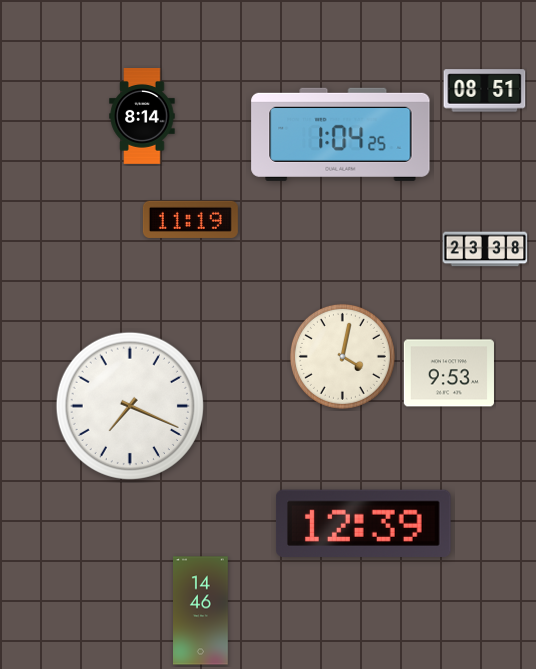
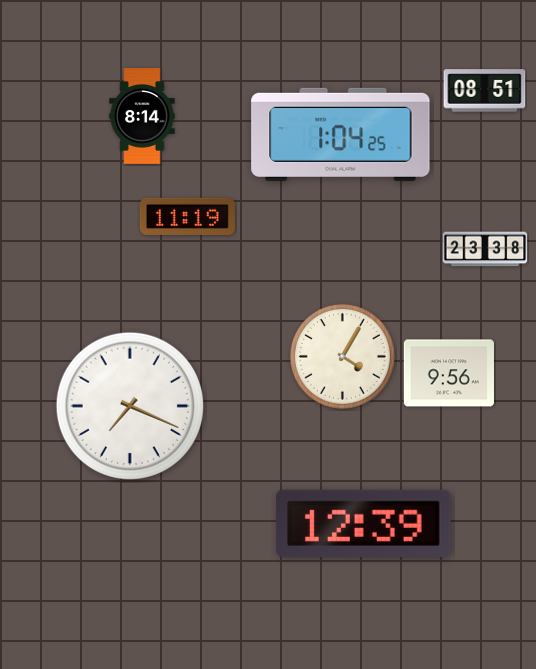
clock at (190, 219) position: (190, 219) -> (187, 216)
clock at (342, 356): 4:02 -> 4:05
clock at (449, 373): 9:53 -> 9:56
clock at (201, 611): 14:46 -> none
